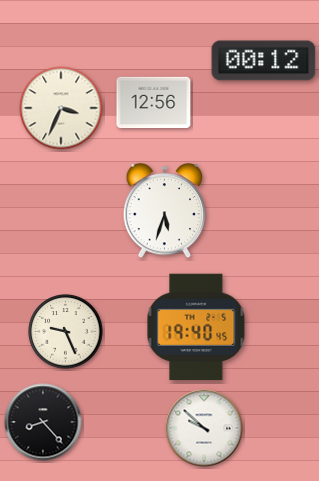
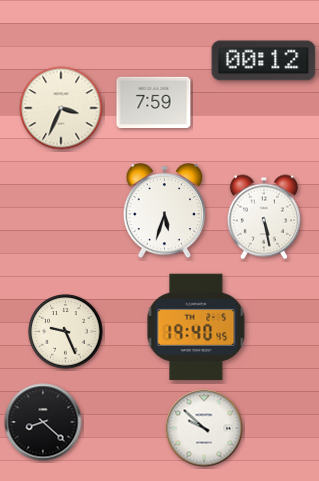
clock at (154, 103): 12:56 -> 7:59
clock at (264, 217): none -> 5:28
clock at (43, 422): 8:23 -> 8:22
